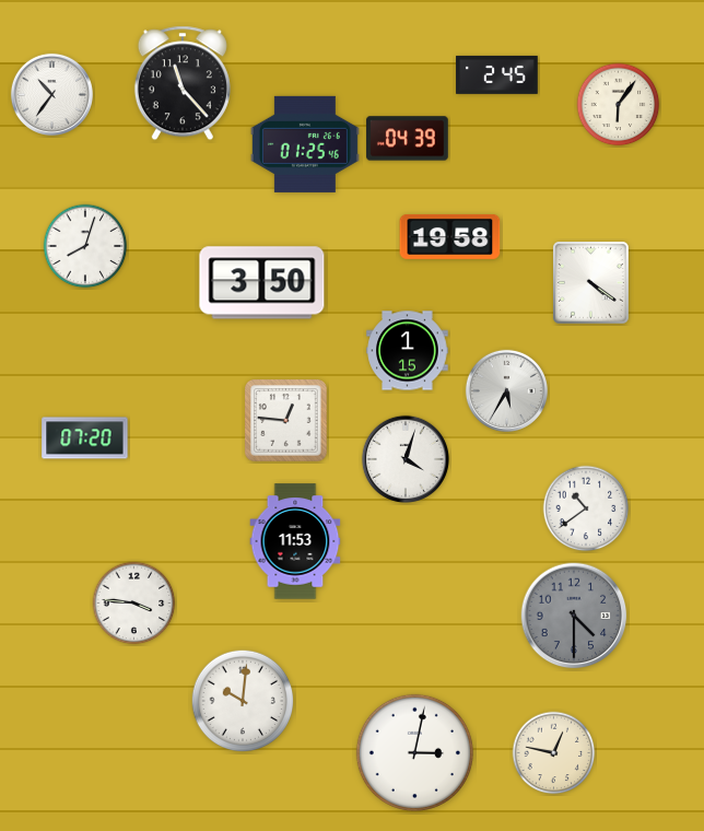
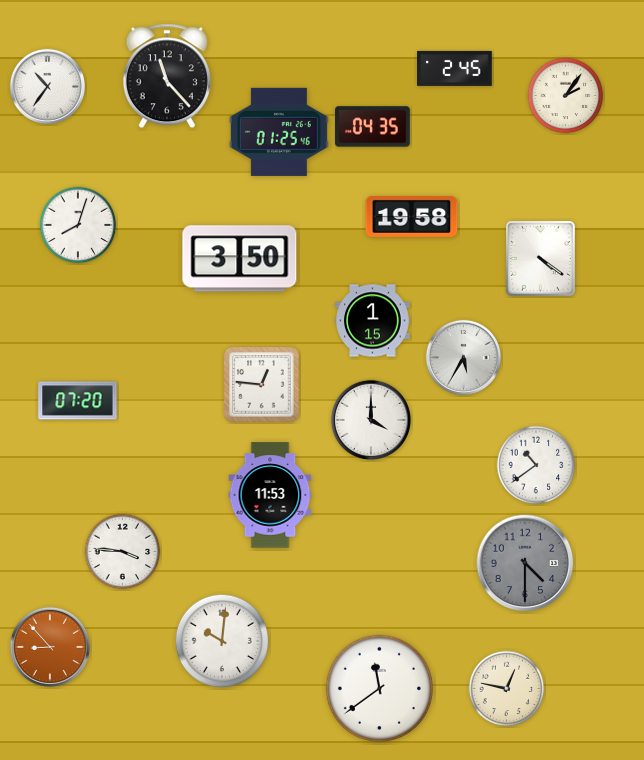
clock at (619, 105): 6:06 -> 2:06
clock at (408, 139): 04:39 -> 04:35
clock at (406, 459): 4:03 -> 4:00
clock at (50, 647): none -> 8:53
clock at (414, 752): 3:02 -> 11:39
